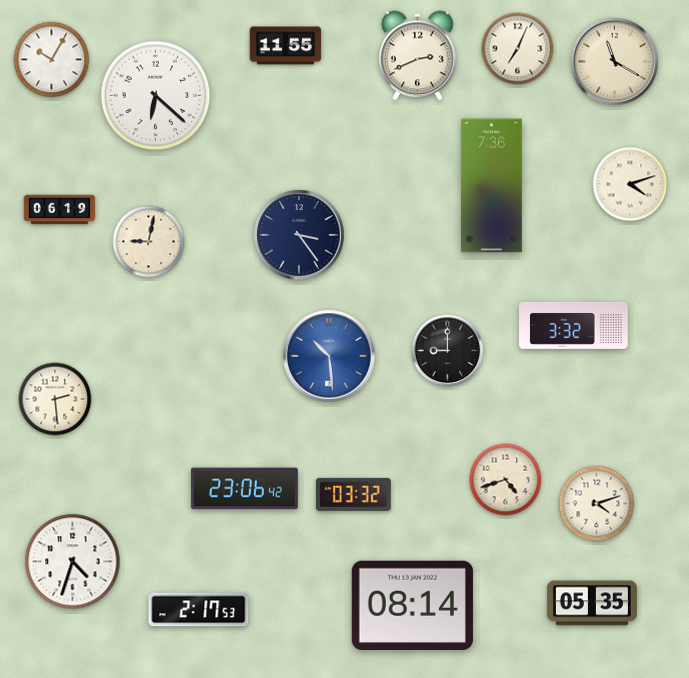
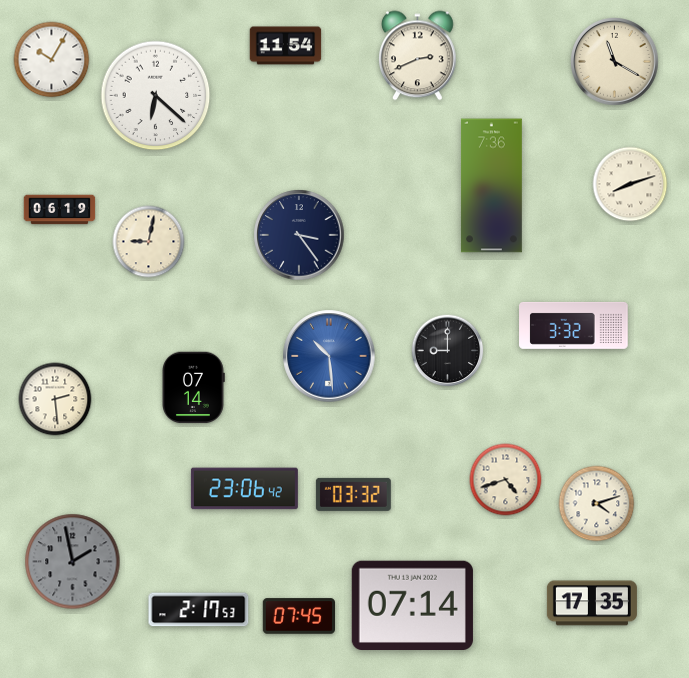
clock at (286, 46): 11:55 -> 11:54
clock at (518, 49): 7:04 -> none
clock at (630, 184): 4:12 -> 8:12
clock at (193, 388): none -> 07:14
clock at (73, 562): 4:33 -> 1:58
clock at (73, 562) dial: white -> grey
clock at (592, 603): 05:35 -> 17:35
clock at (412, 605): 08:14 -> 07:14
clock at (298, 616): none -> 07:45
